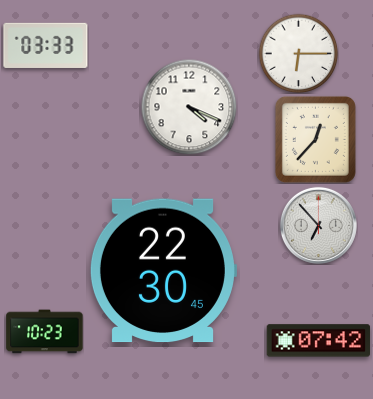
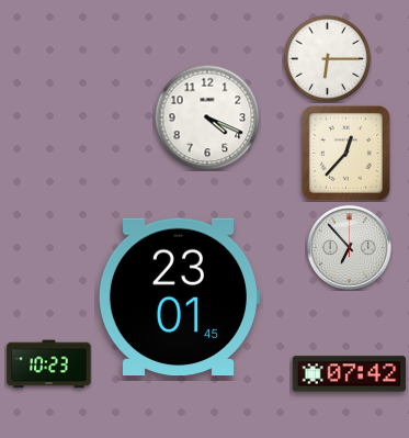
clock at (46, 45): 03:33 -> none
clock at (163, 271): 22:30 -> 23:01
